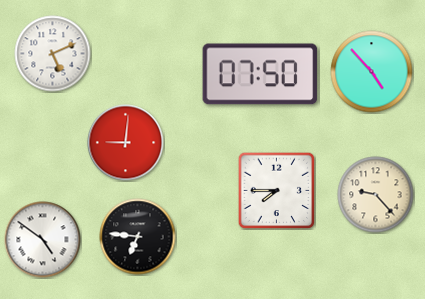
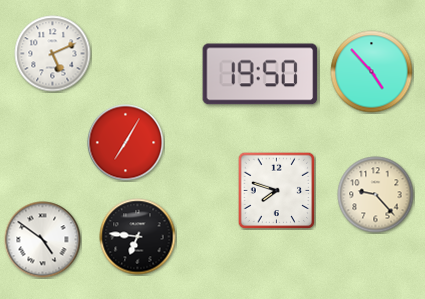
clock at (260, 74): 07:50 -> 19:50
clock at (126, 143): 9:01 -> 7:05
clock at (276, 190): 7:45 -> 7:48
